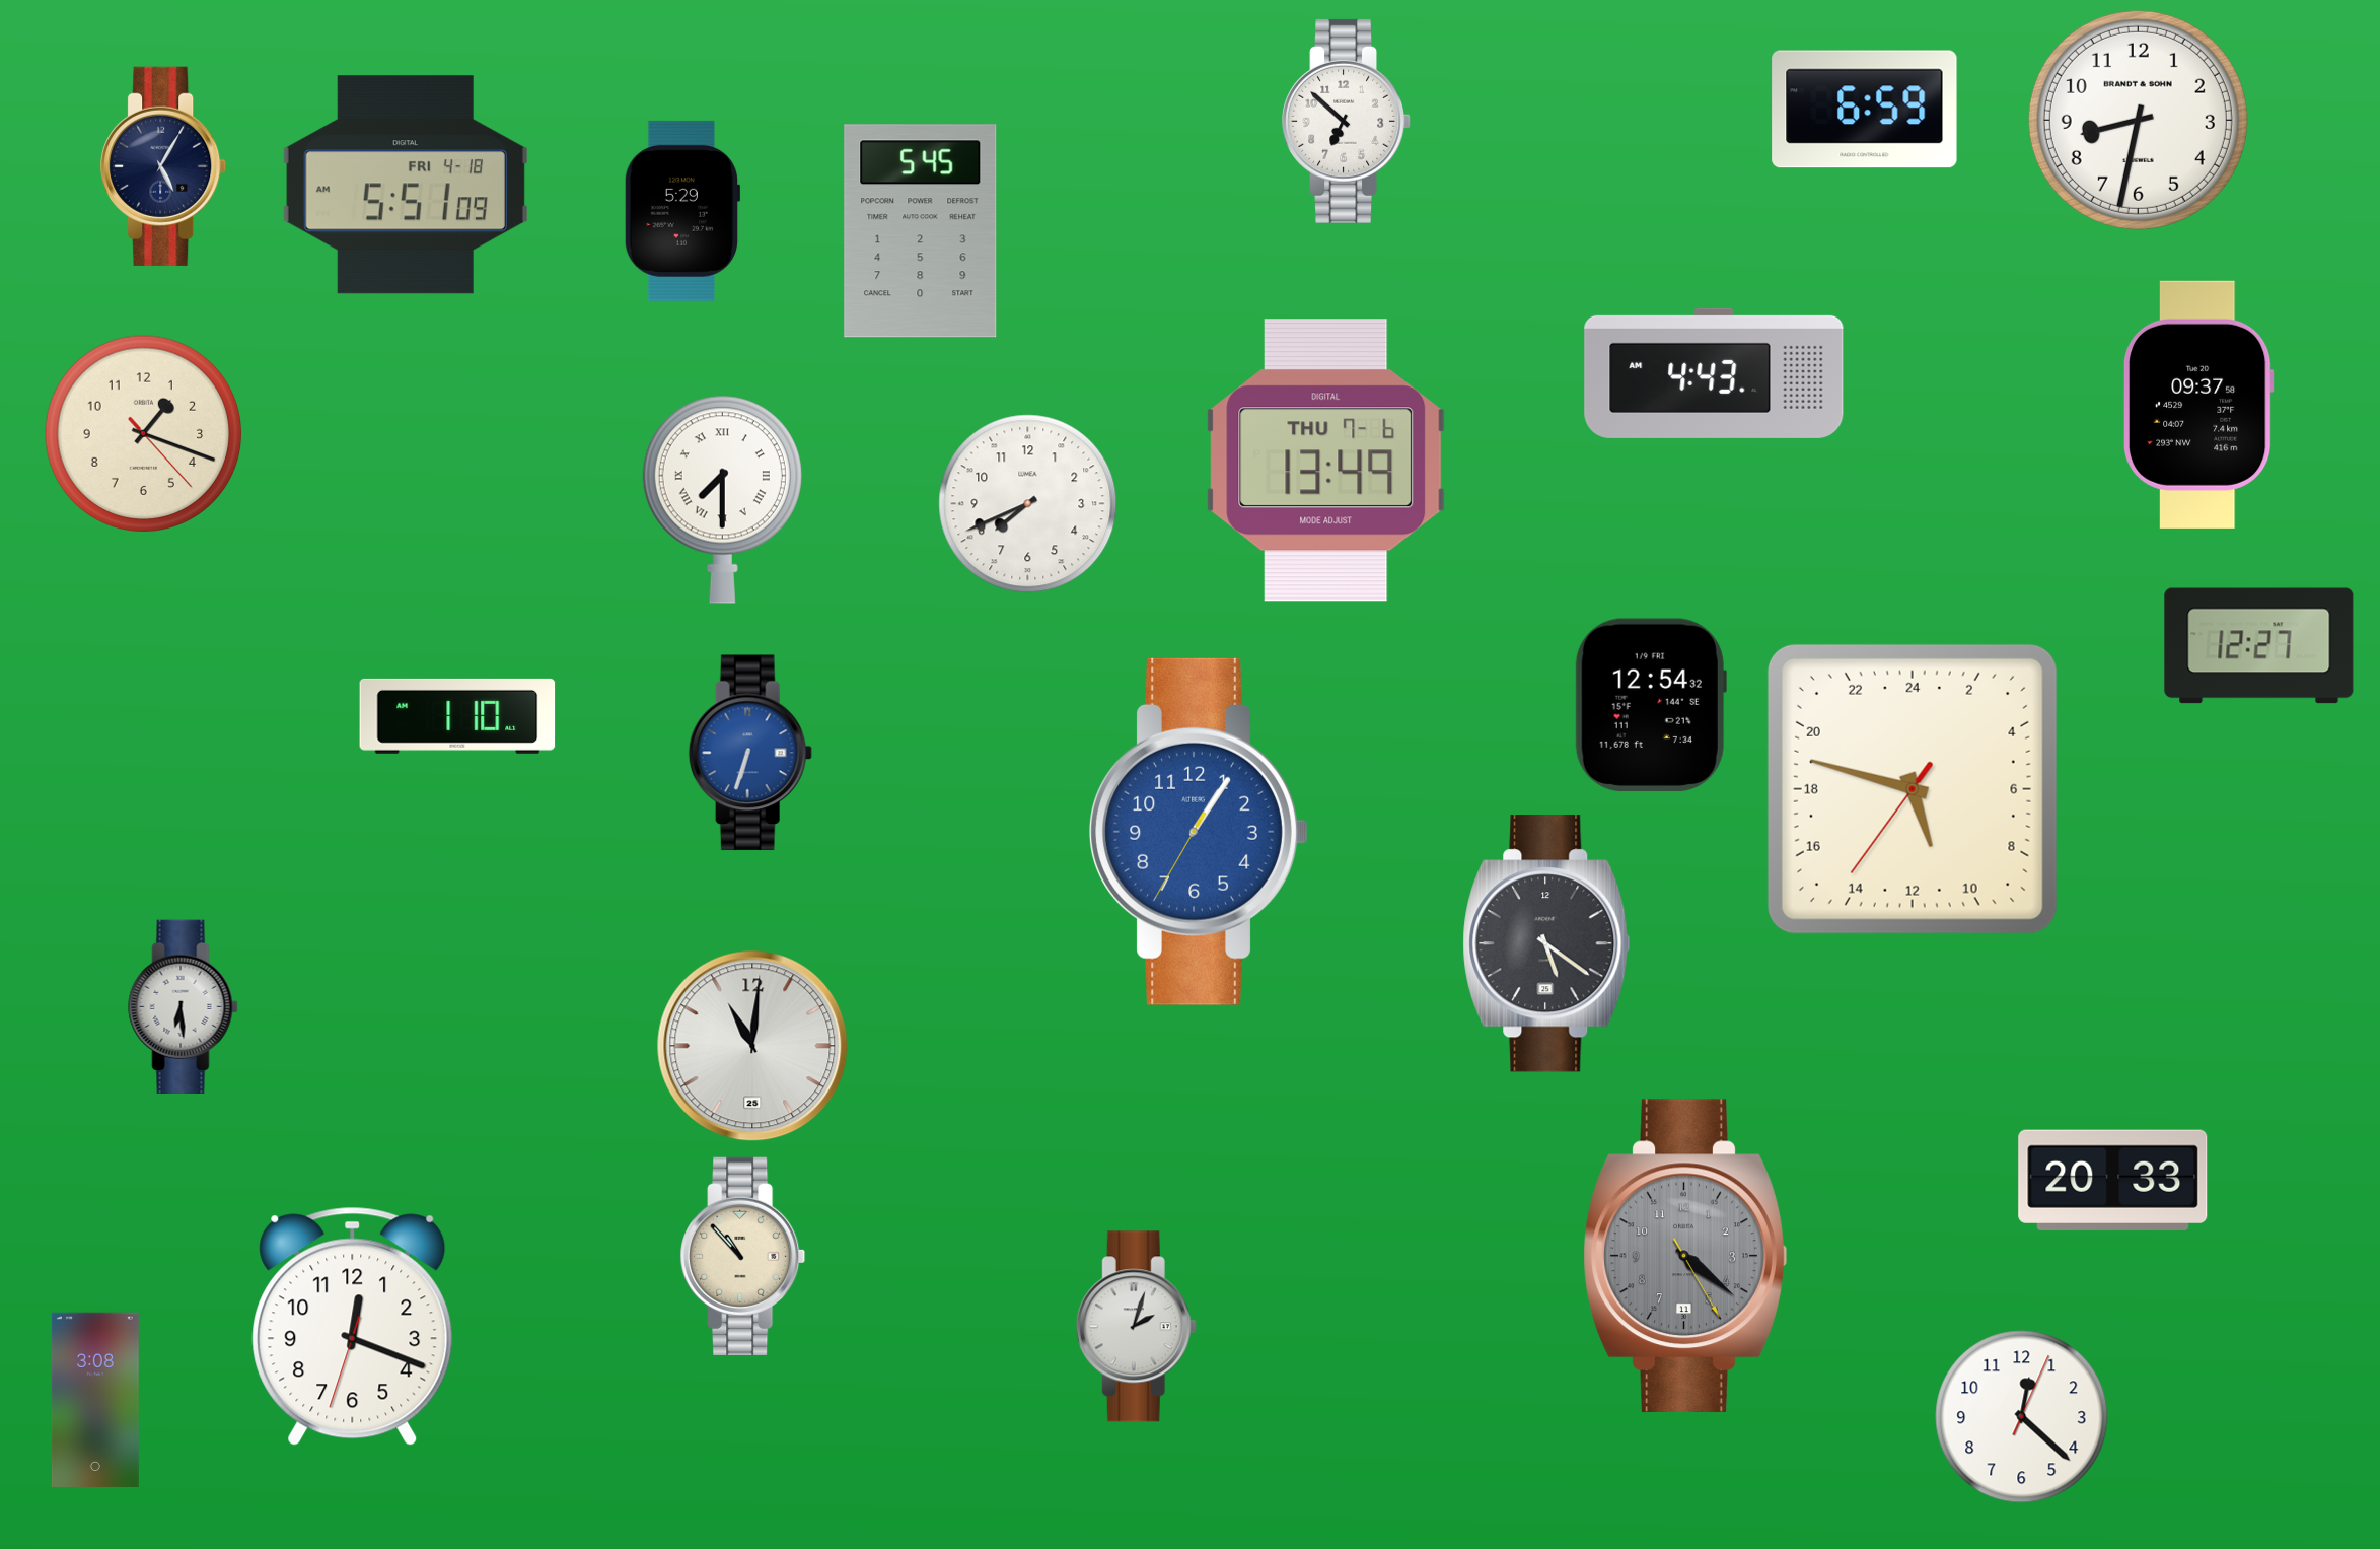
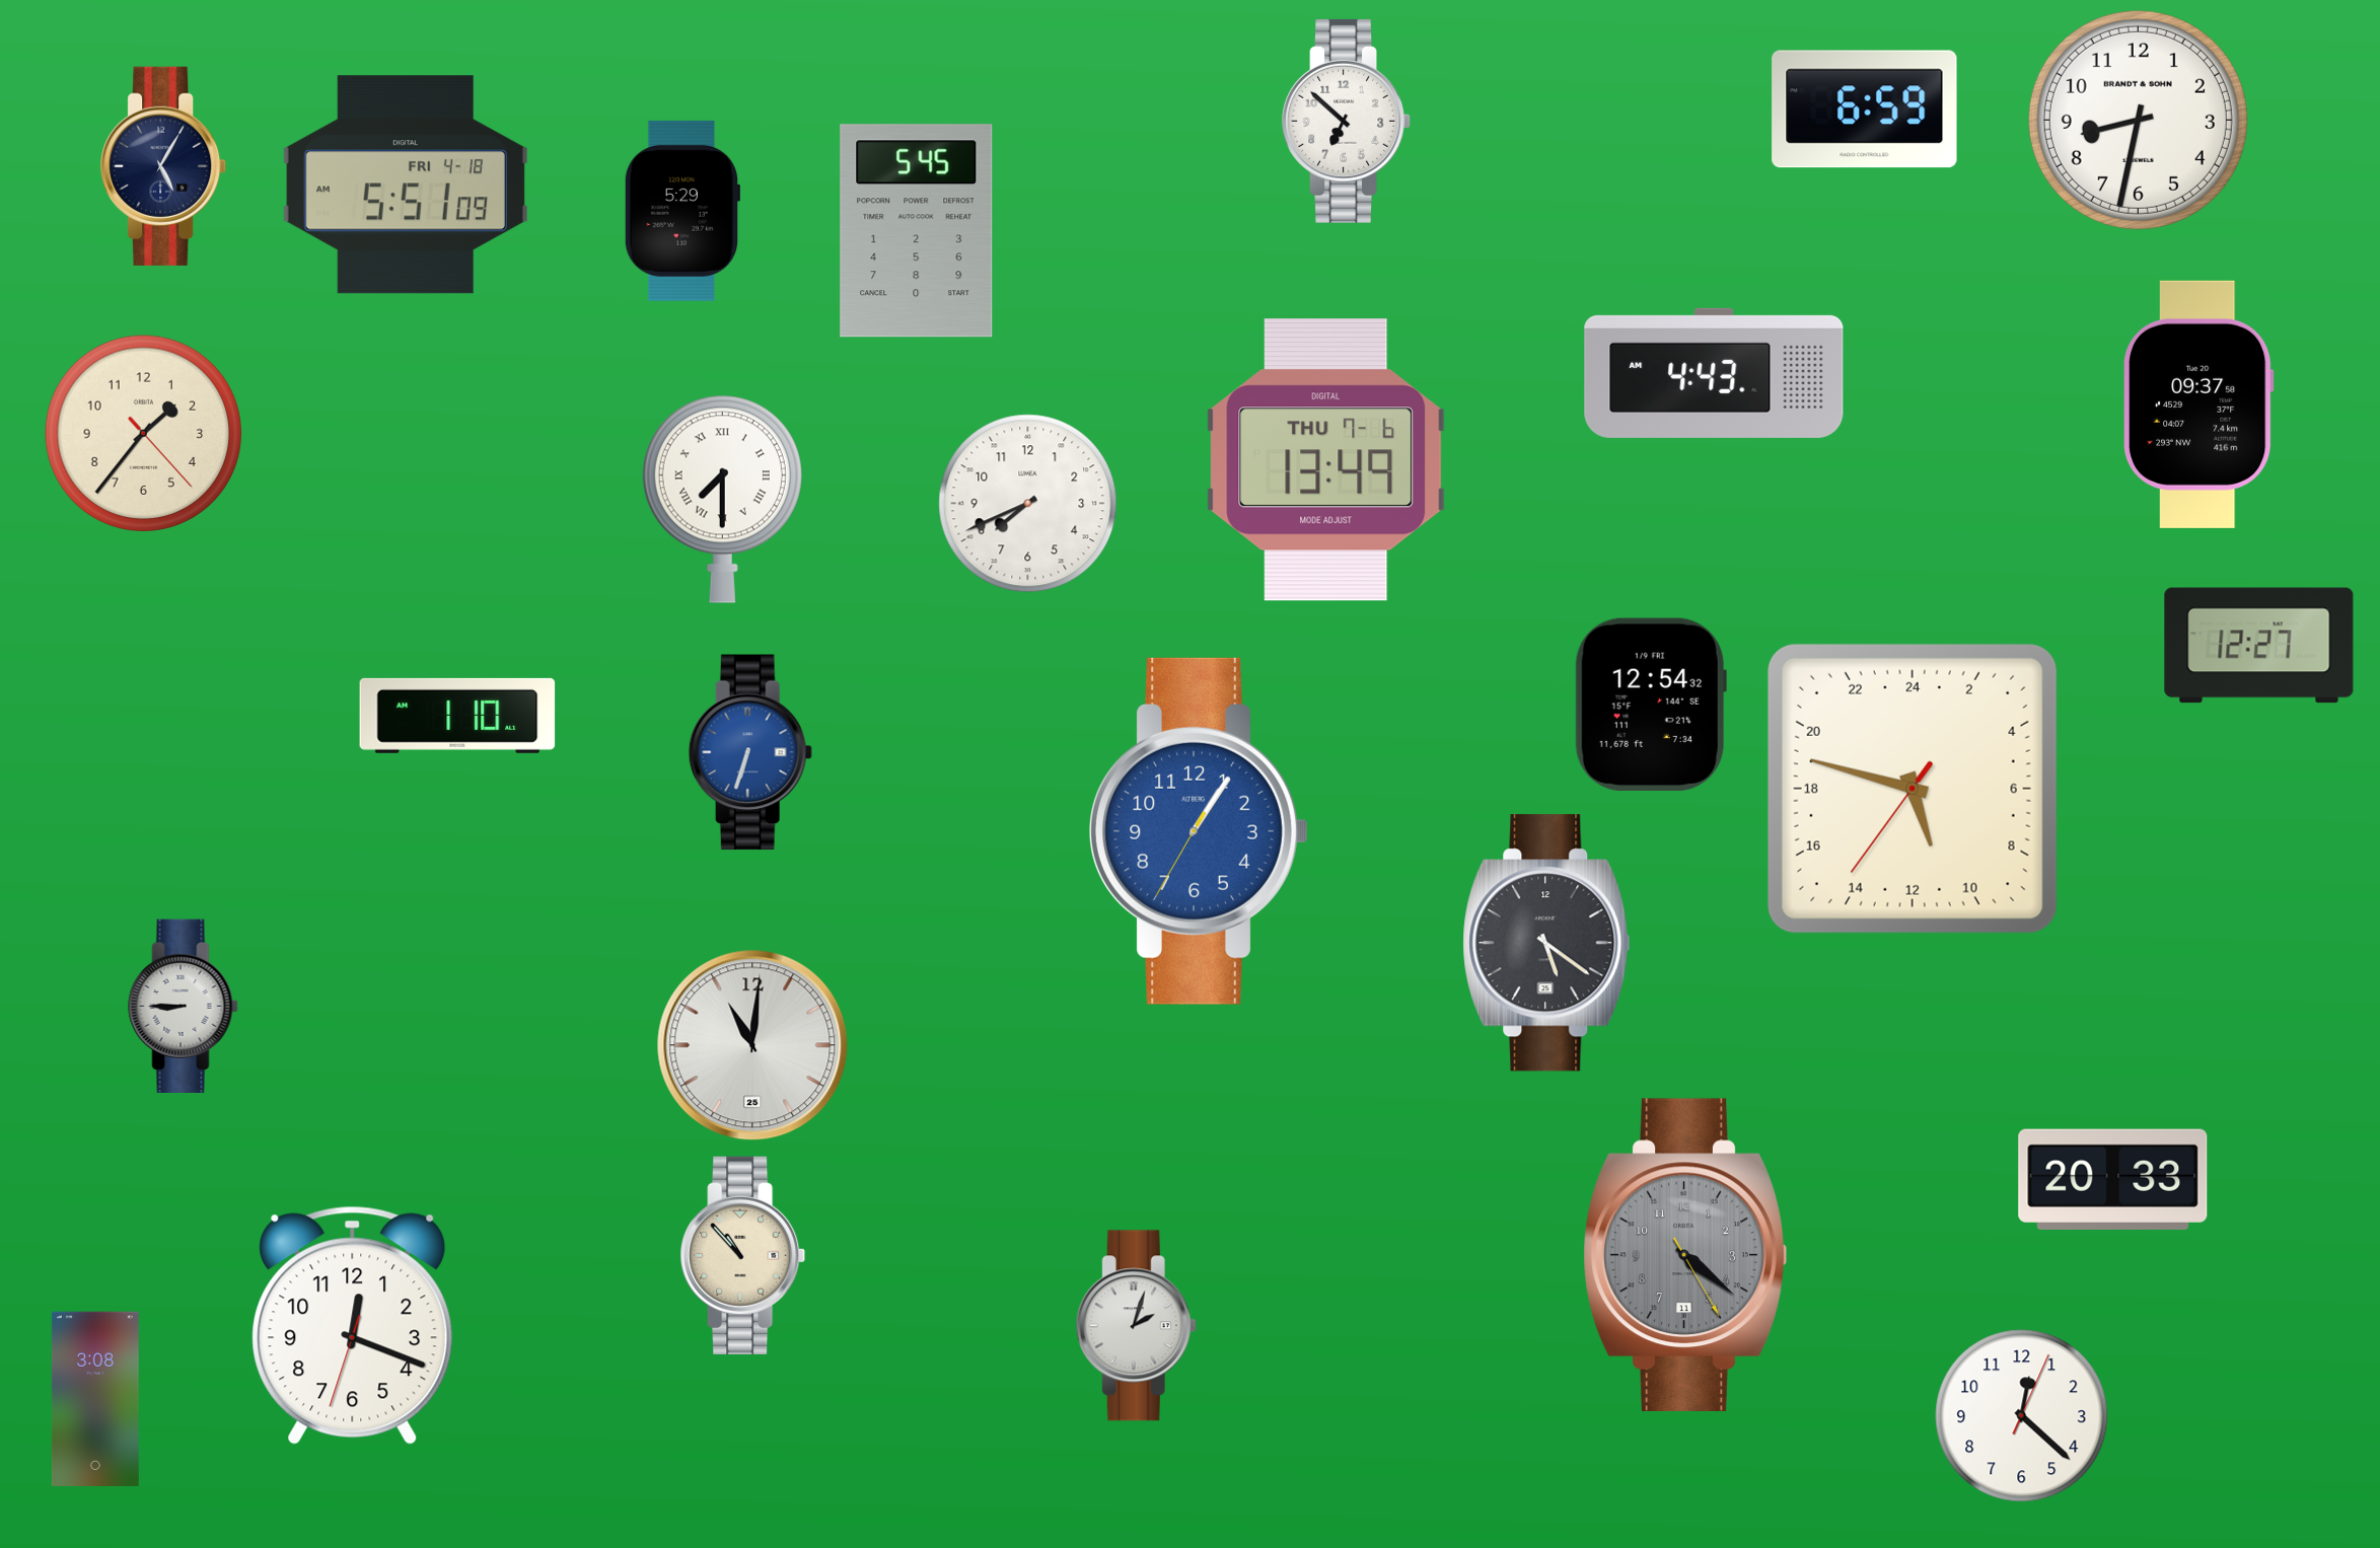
clock at (921, 231) position: (921, 231) -> (917, 231)
clock at (144, 434): 1:18 -> 1:36
clock at (184, 1006): 6:29 -> 8:45
